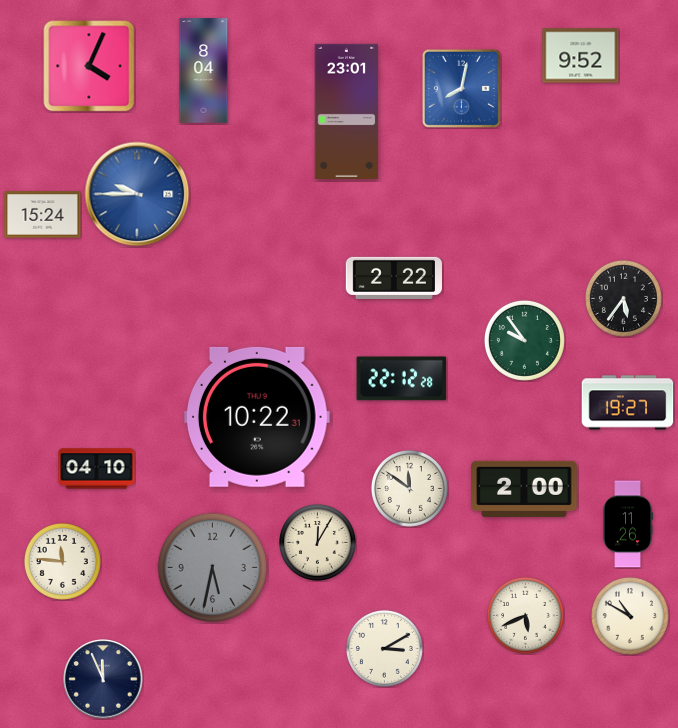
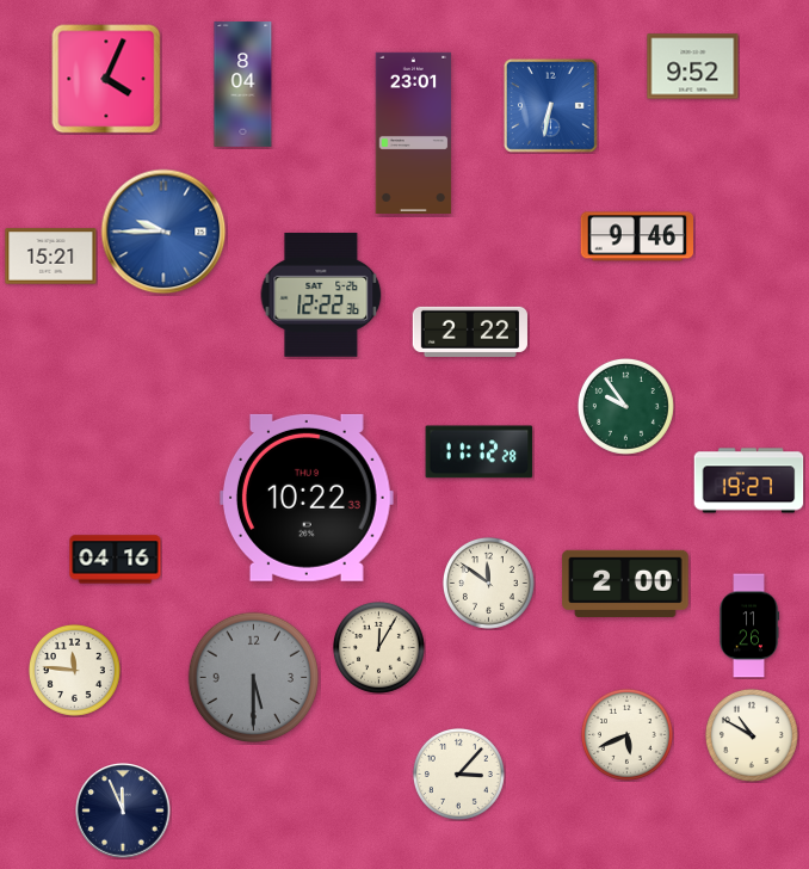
clock at (461, 88): 8:02 -> 6:32
clock at (636, 236): none -> 9:46
clock at (43, 215): 15:24 -> 15:21
clock at (321, 295): none -> 12:22
clock at (623, 298): 5:36 -> none
clock at (402, 379): 22:12 -> 11:12
clock at (258, 417): 10:22:31 -> 10:22:33
clock at (97, 469): 04:10 -> 04:16
clock at (213, 568): 5:32 -> 5:30
clock at (384, 648): 3:10 -> 3:07
